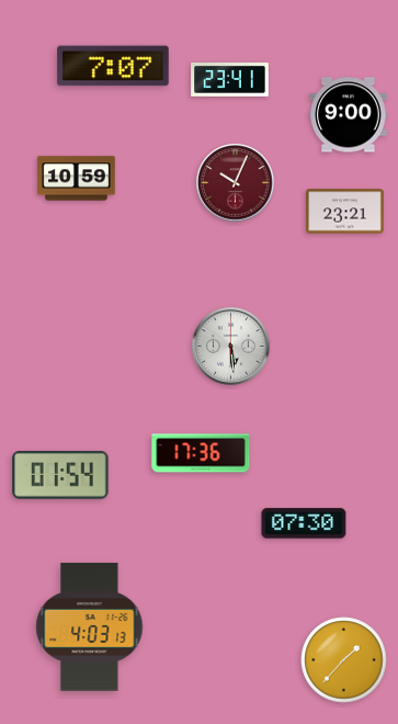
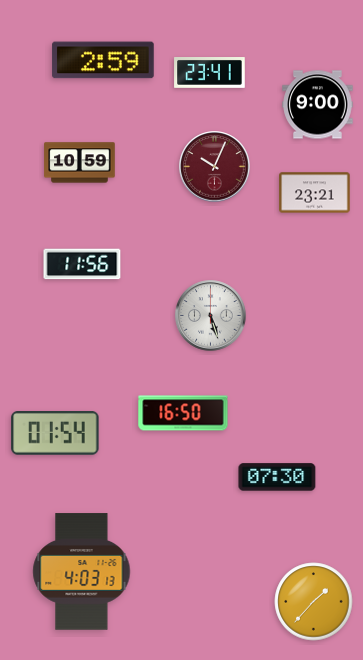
clock at (113, 66): 7:07 -> 2:59
clock at (77, 179) position: (77, 179) -> (80, 163)
clock at (82, 264): none -> 11:56
clock at (231, 347): 5:29 -> 5:27
clock at (201, 453): 17:36 -> 16:50
